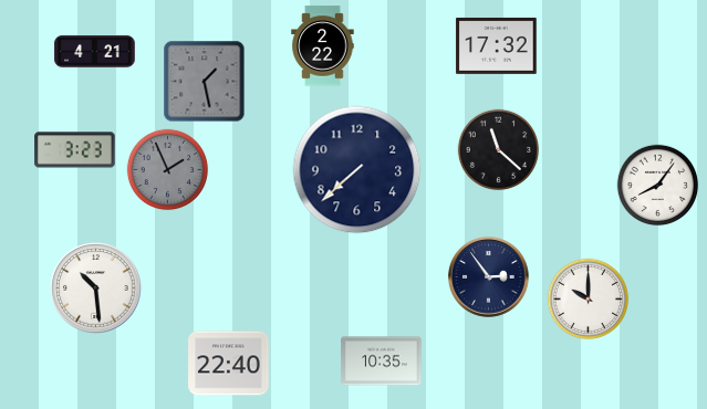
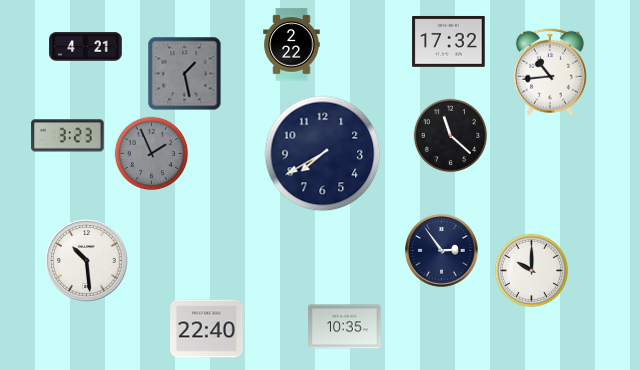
clock at (323, 46) position: (323, 46) -> (292, 45)
clock at (550, 72): none -> 10:44
clock at (357, 170): 7:38 -> 7:40
clock at (658, 186): 8:06 -> none
